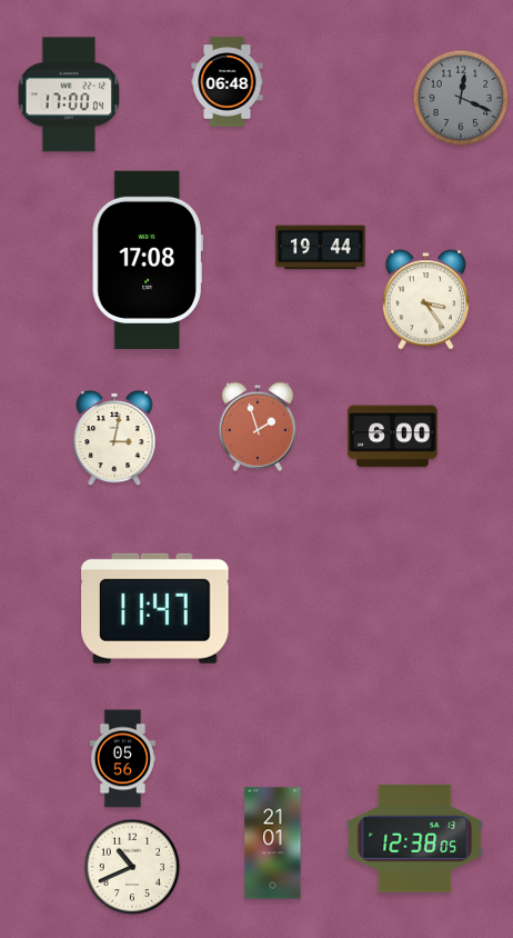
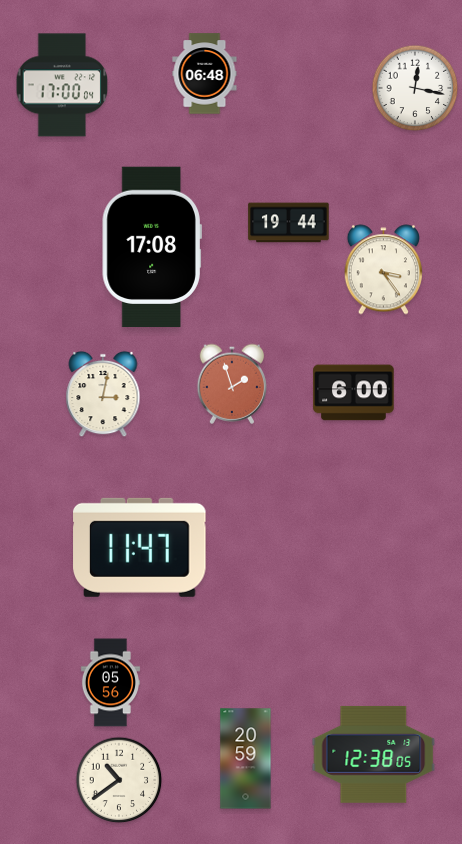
clock at (461, 98): 12:19 -> 12:17
clock at (461, 98) dial: grey -> white
clock at (148, 260) position: (148, 260) -> (152, 247)
clock at (273, 844): 21:01 -> 20:59
clock at (132, 867): 10:41 -> 10:39
